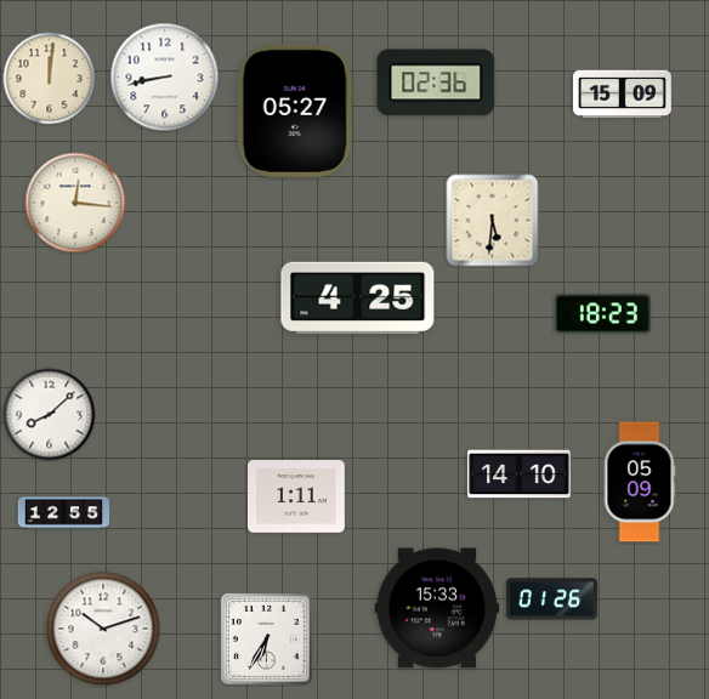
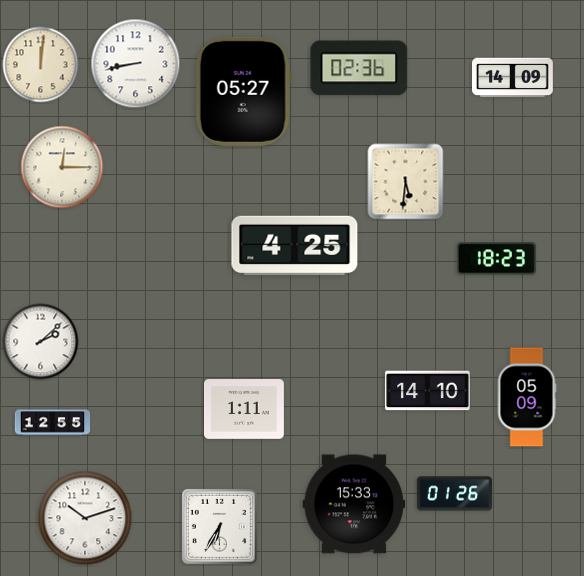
clock at (623, 95): 15:09 -> 14:09
clock at (75, 203): 12:16 -> 12:15
clock at (50, 415): 8:08 -> 2:08
clock at (437, 608) position: (437, 608) -> (354, 504)
